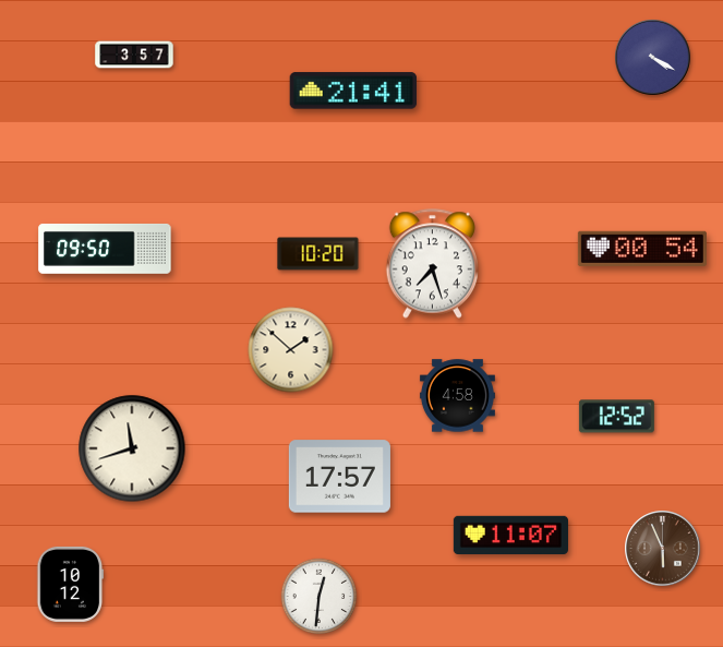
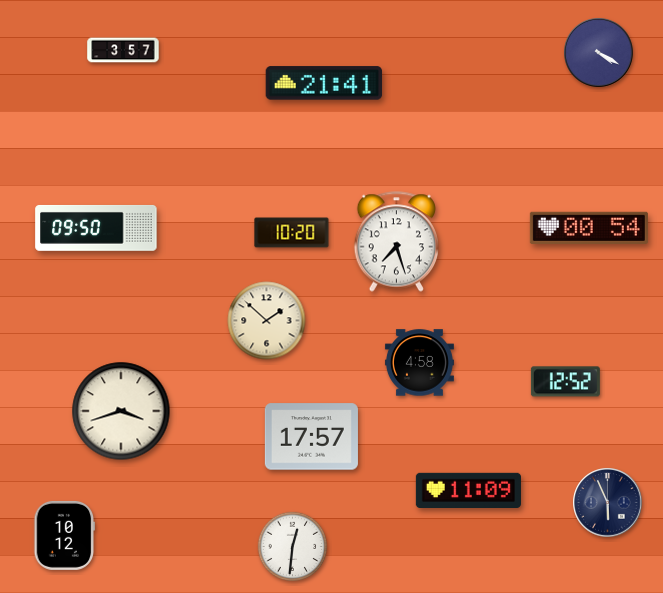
clock at (132, 448): 11:42 -> 3:42
clock at (510, 535): 11:07 -> 11:09
clock at (663, 549) dial: brown -> navy
